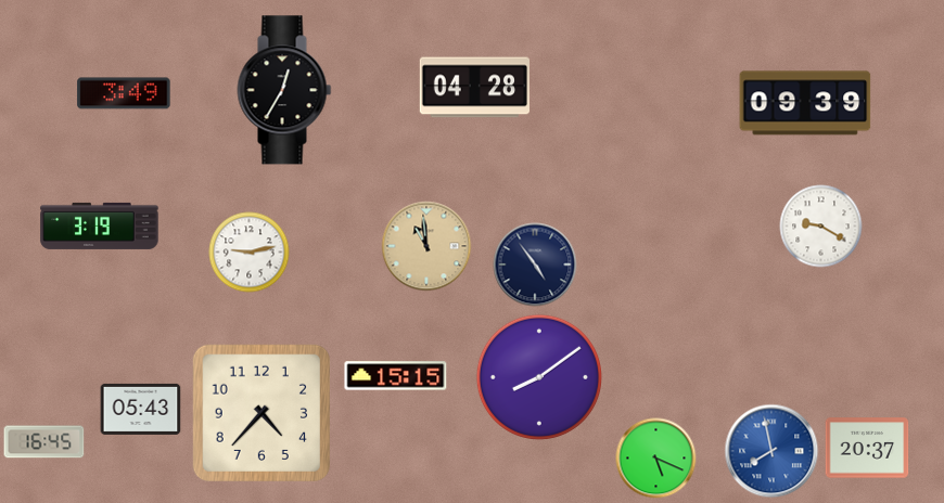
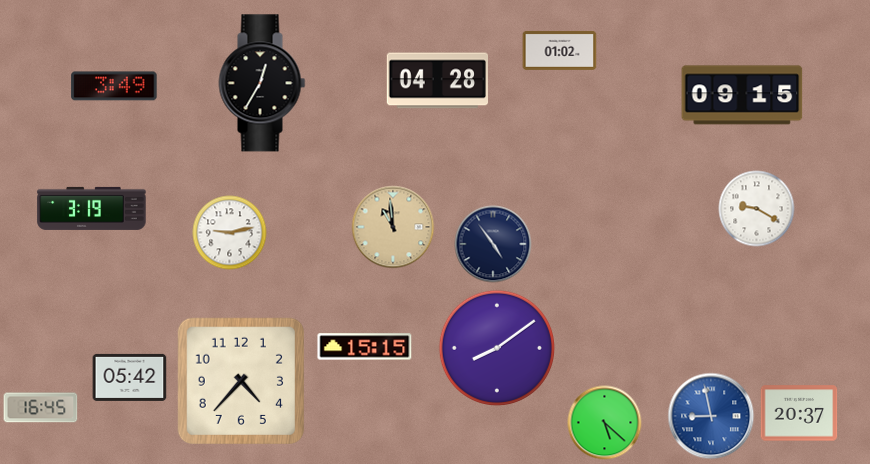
clock at (560, 50): none -> 01:02
clock at (805, 103): 09:39 -> 09:15
clock at (141, 409): 05:43 -> 05:42
clock at (771, 451): 7:58 -> 8:58
clock at (656, 459): 5:19 -> 5:22
